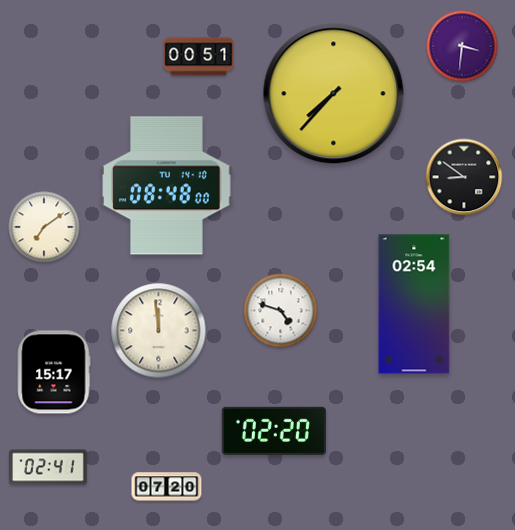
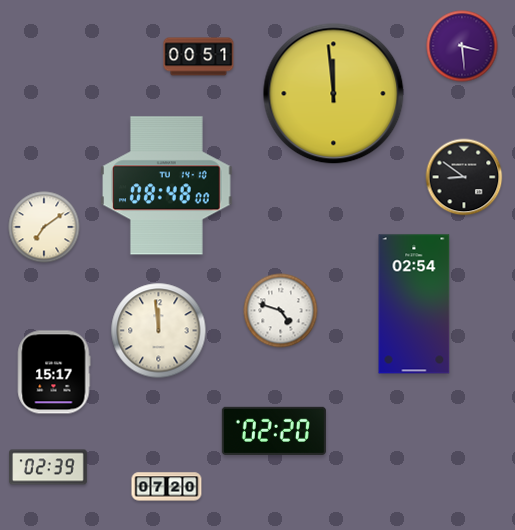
clock at (462, 46): 3:31 -> 3:29
clock at (334, 94): 7:37 -> 11:59
clock at (49, 467): 02:41 -> 02:39
